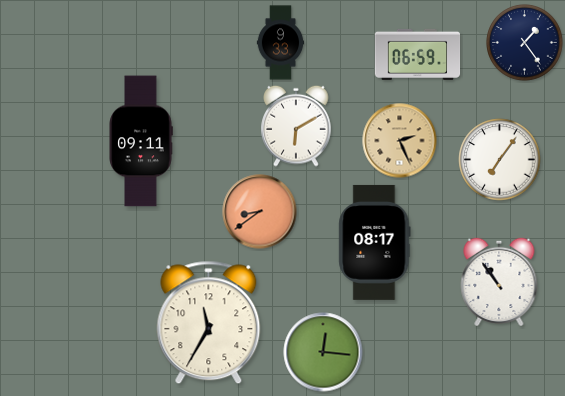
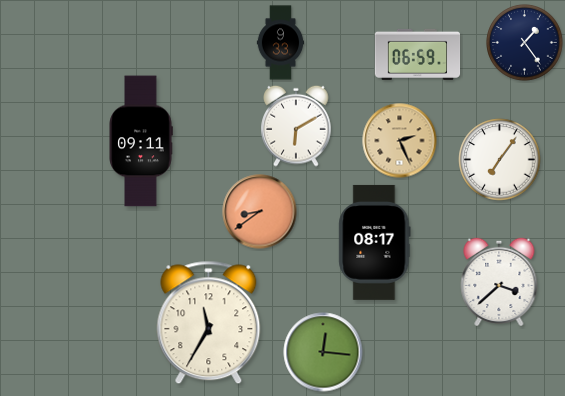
clock at (499, 281): 10:54 -> 3:38
